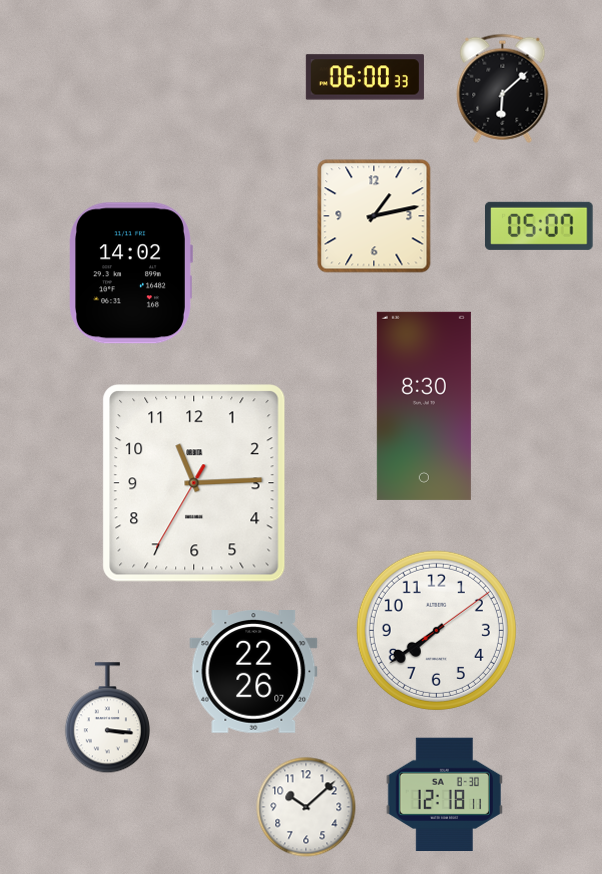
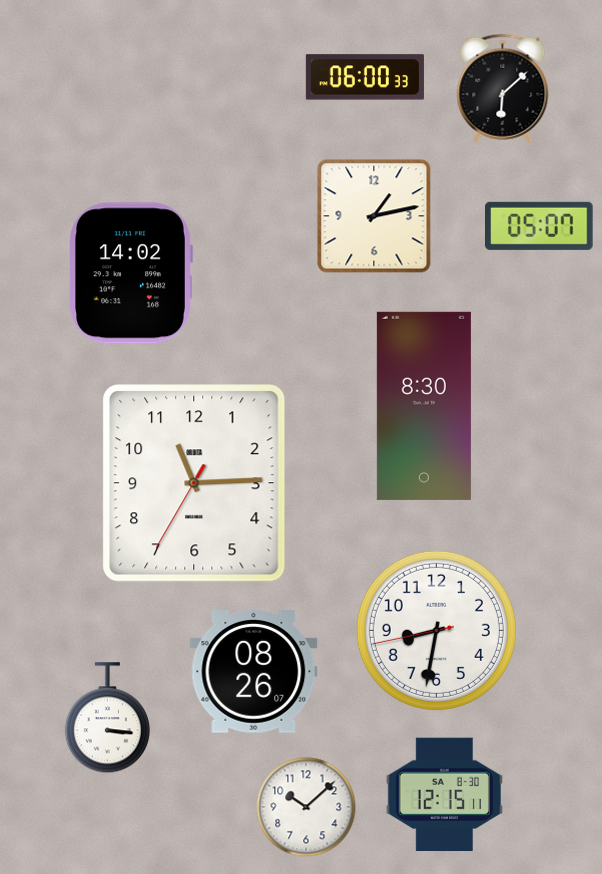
clock at (436, 630): 7:39 -> 8:31
clock at (254, 672): 22:26 -> 08:26
clock at (444, 794): 12:18 -> 12:15
